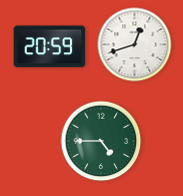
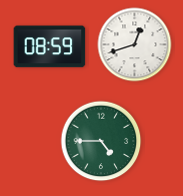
clock at (50, 47): 20:59 -> 08:59
